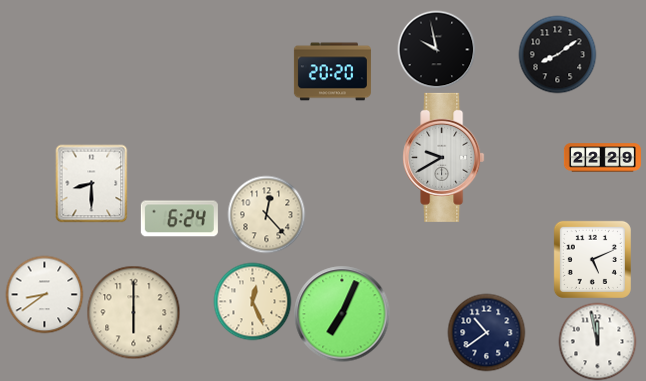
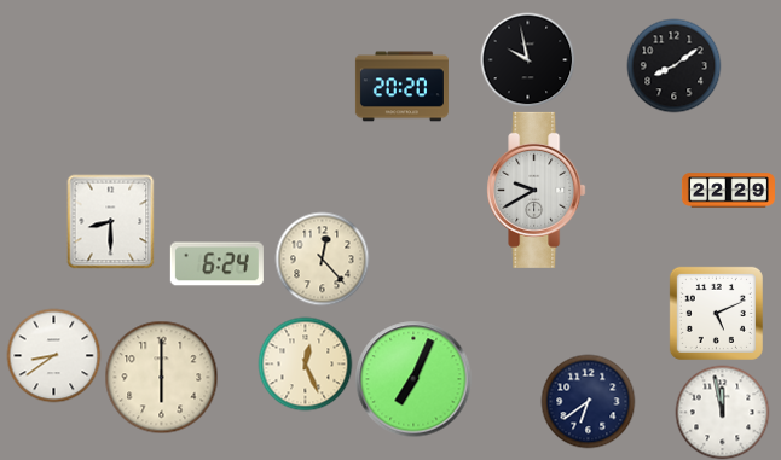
clock at (486, 332): 10:39 -> 6:39
